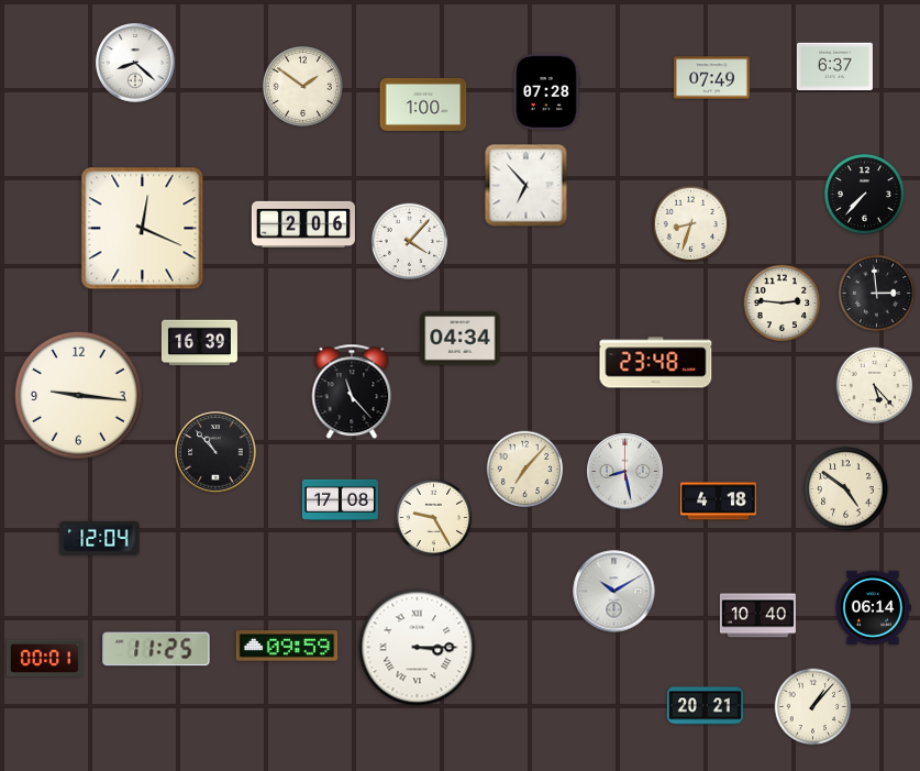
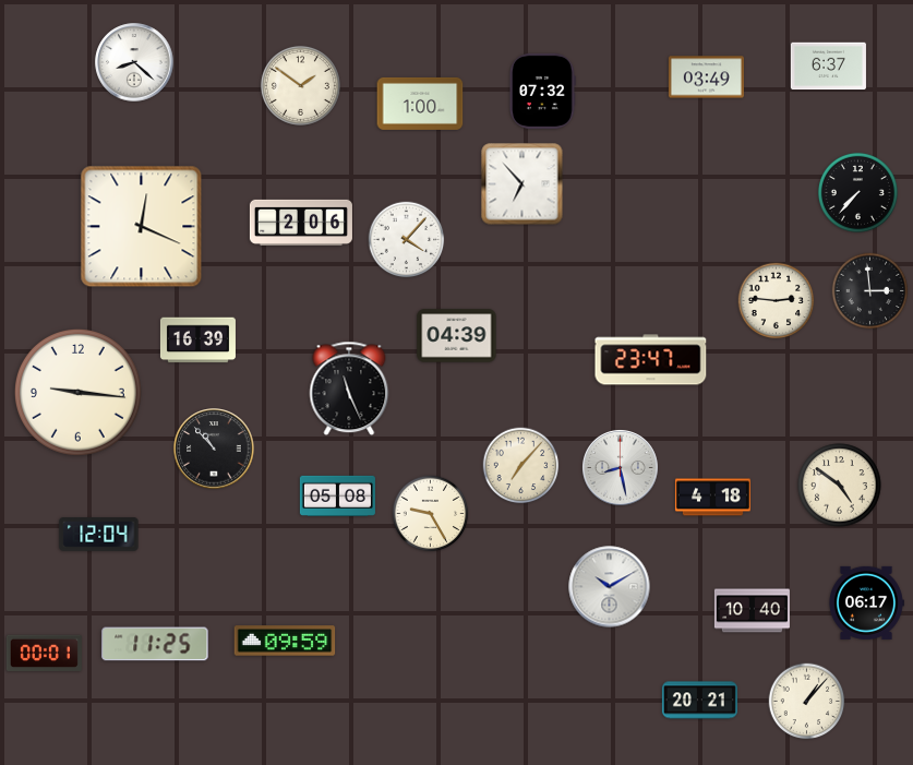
clock at (711, 78): 07:49 -> 03:49
clock at (547, 91): 07:28 -> 07:32
clock at (691, 224): 8:33 -> none
clock at (461, 339): 04:34 -> 04:39
clock at (656, 363): 23:48 -> 23:47
clock at (875, 386): 5:23 -> none
clock at (352, 392): 11:23 -> 11:26
clock at (340, 499): 17:08 -> 05:08
clock at (873, 607): 06:14 -> 06:17
clock at (418, 648): 3:15 -> none
